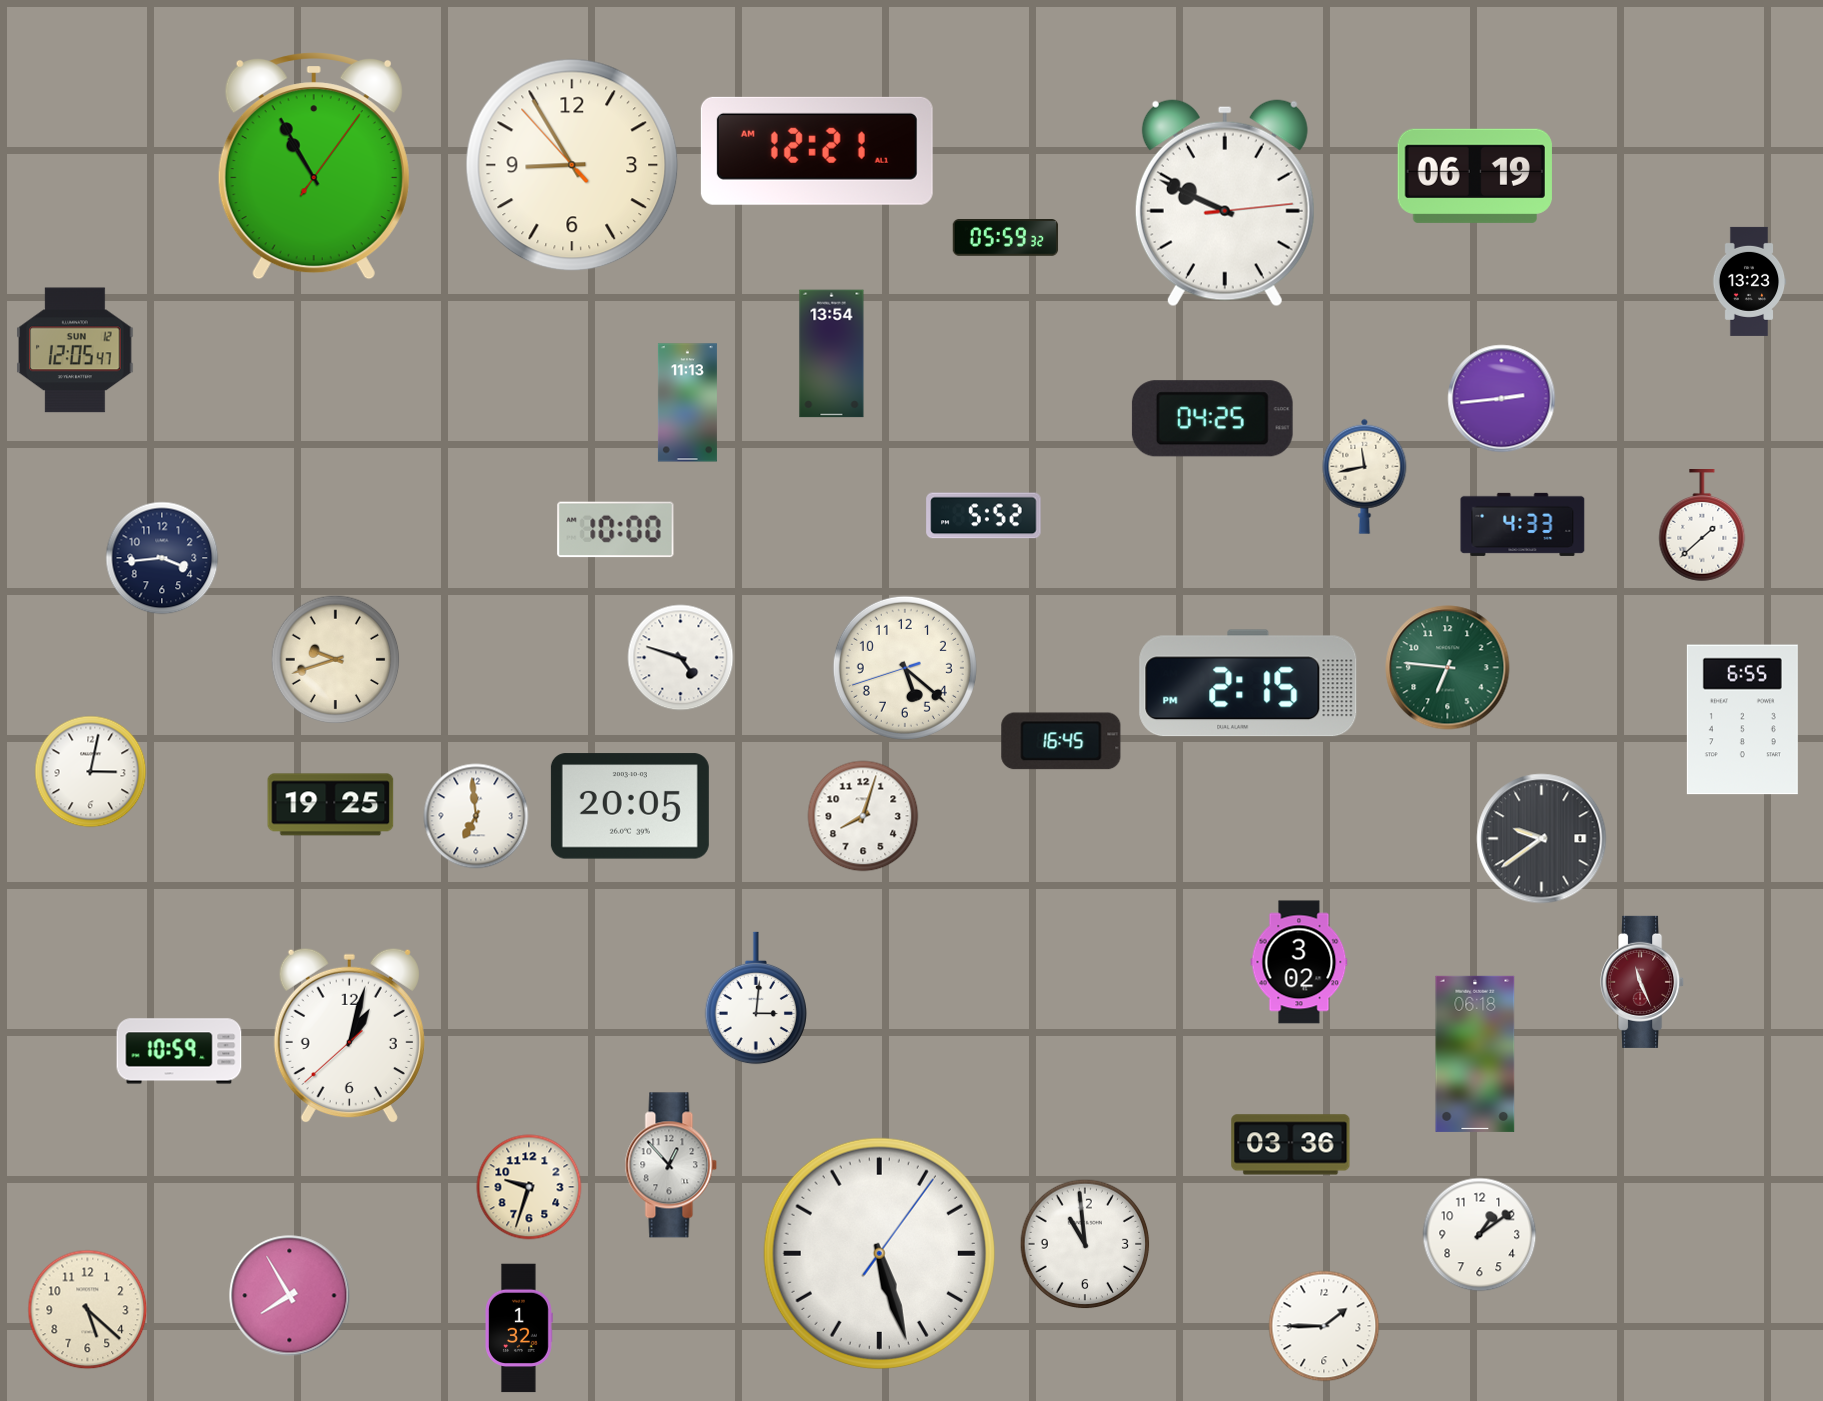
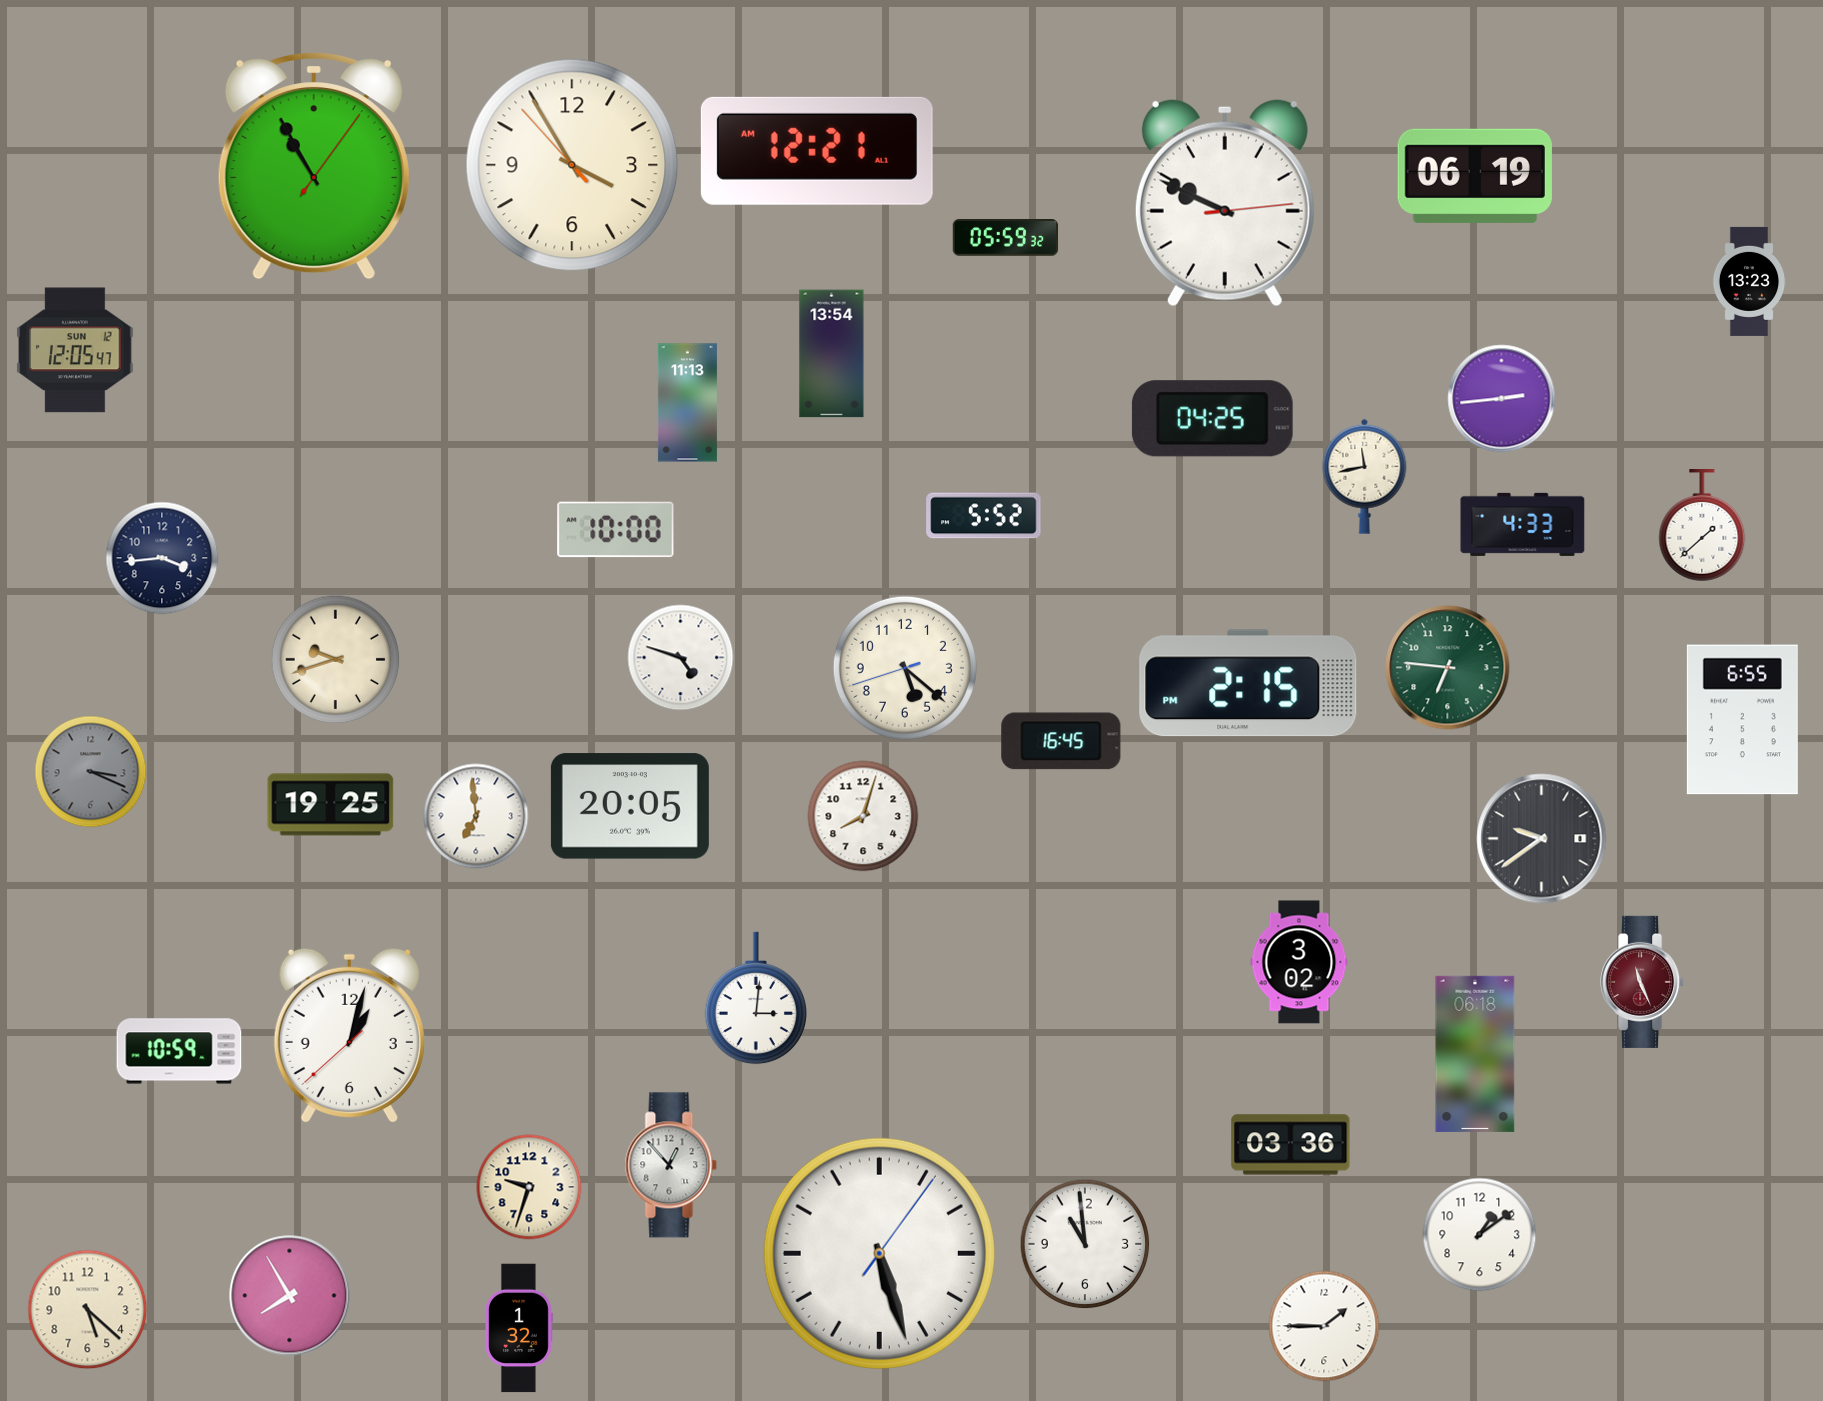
clock at (572, 165): 8:54 -> 3:54
clock at (91, 772): 3:02 -> 3:19
clock at (91, 772) dial: white -> grey
